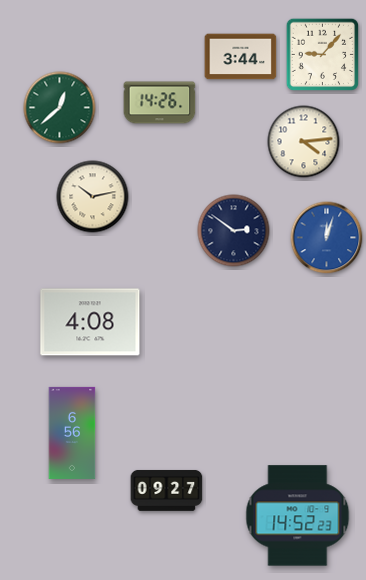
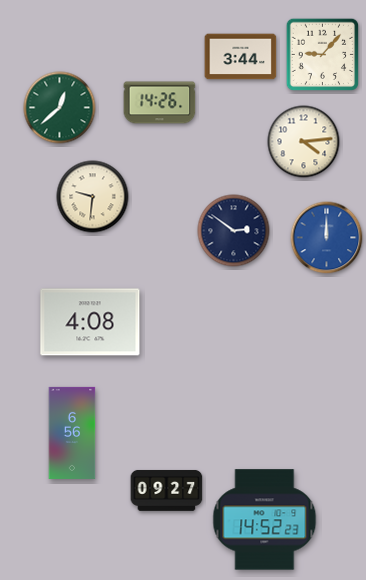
clock at (93, 197): 10:13 -> 9:31
clock at (327, 238): 12:03 -> 12:00
clock at (298, 516) position: (298, 516) -> (265, 520)
